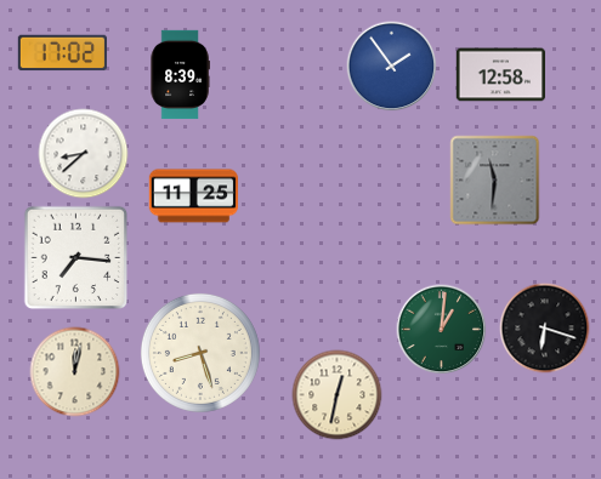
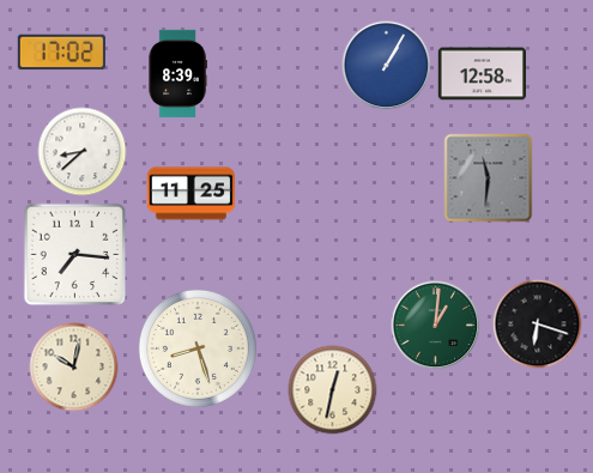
clock at (392, 67): 1:54 -> 1:05
clock at (500, 75) position: (500, 75) -> (482, 74)
clock at (75, 372): 12:02 -> 10:02
